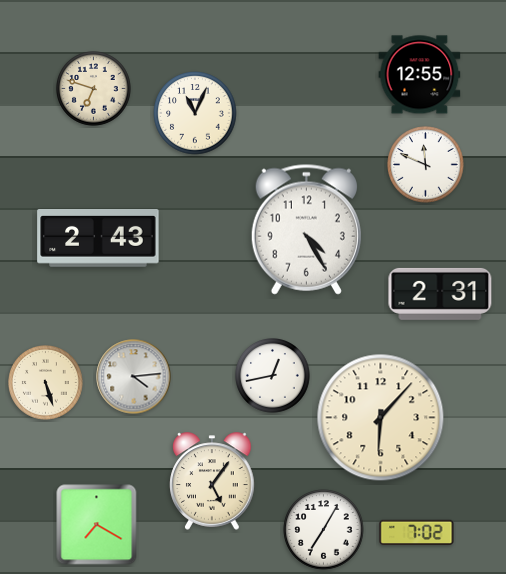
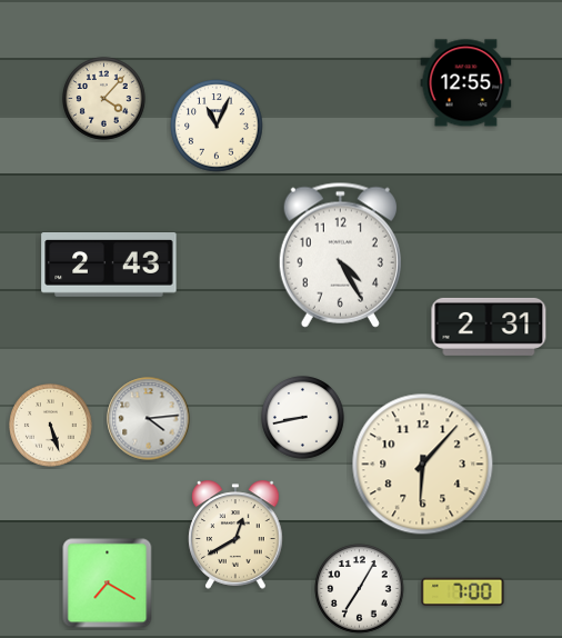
clock at (94, 89): 6:48 -> 4:07
clock at (426, 165): 11:49 -> none
clock at (273, 376): 12:43 -> 8:43
clock at (212, 481): 5:06 -> 12:40
clock at (417, 533): 7:02 -> 7:00
